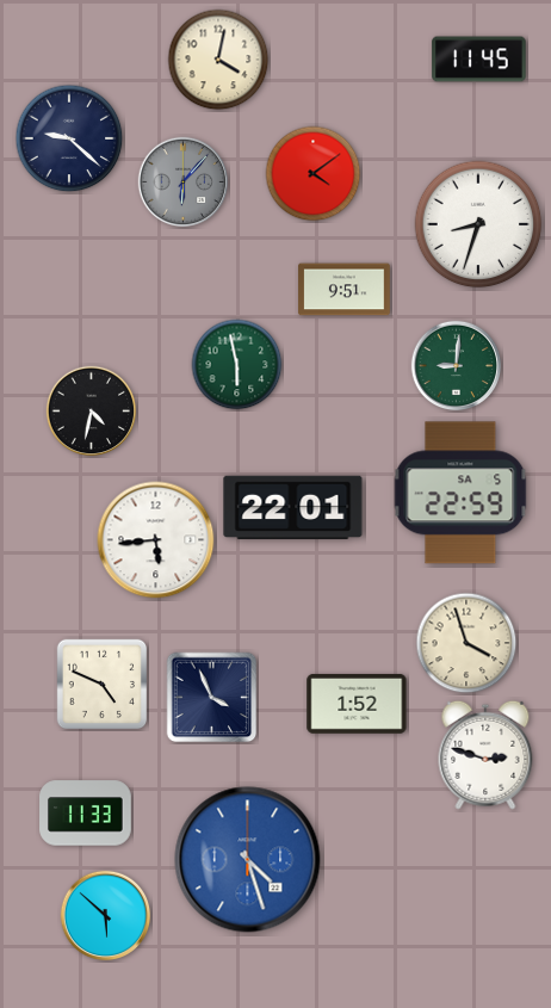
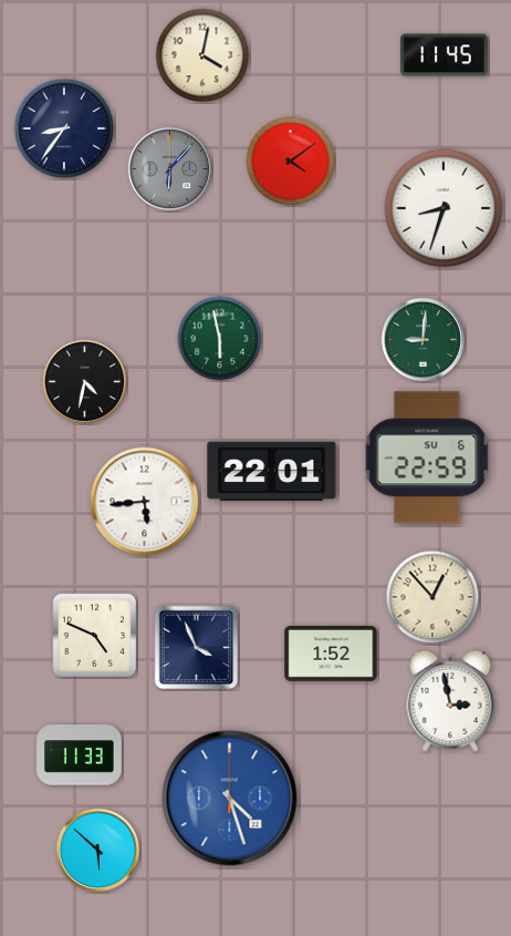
clock at (69, 138): 9:22 -> 8:36
clock at (345, 290): 9:51 -> none
clock at (460, 493) date: SA 5 -> SU 6
clock at (466, 643): 3:57 -> 12:53
clock at (485, 755): 2:48 -> 2:58
